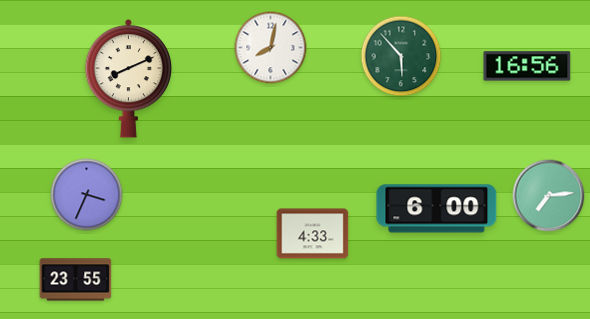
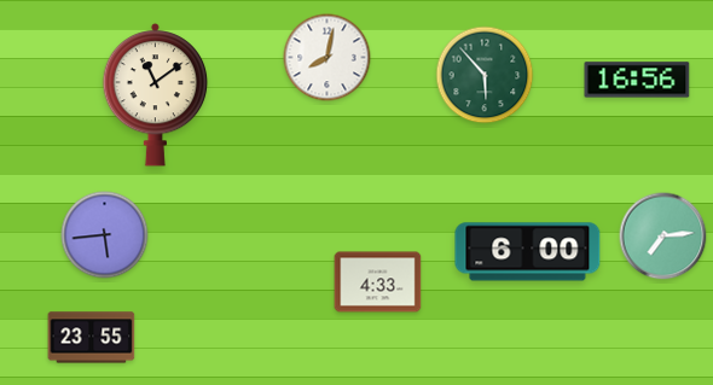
clock at (401, 56) position: (401, 56) -> (485, 75)
clock at (129, 78): 8:11 -> 11:09
clock at (87, 195): 3:34 -> 5:44
